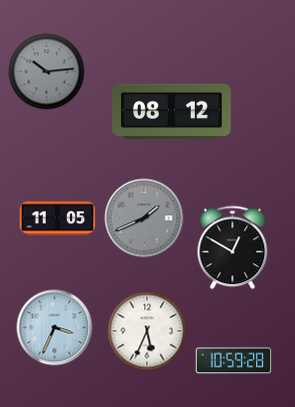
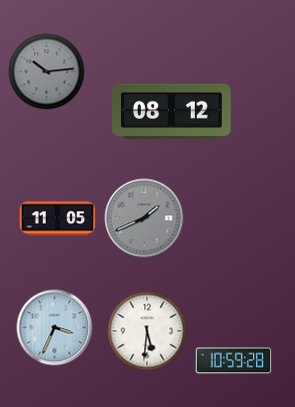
clock at (233, 248): 12:50 -> none
clock at (147, 331): 5:34 -> 5:31
